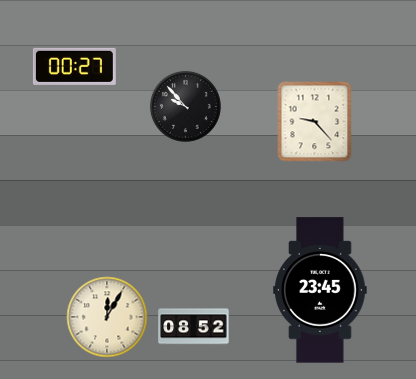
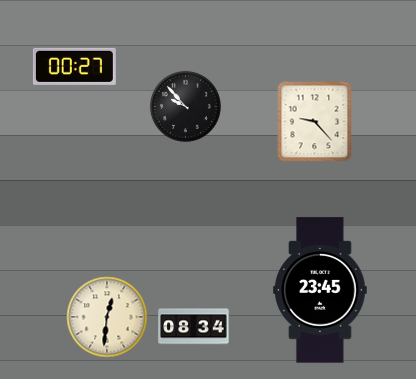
clock at (107, 317): 12:05 -> 12:31
clock at (194, 327): 08:52 -> 08:34
